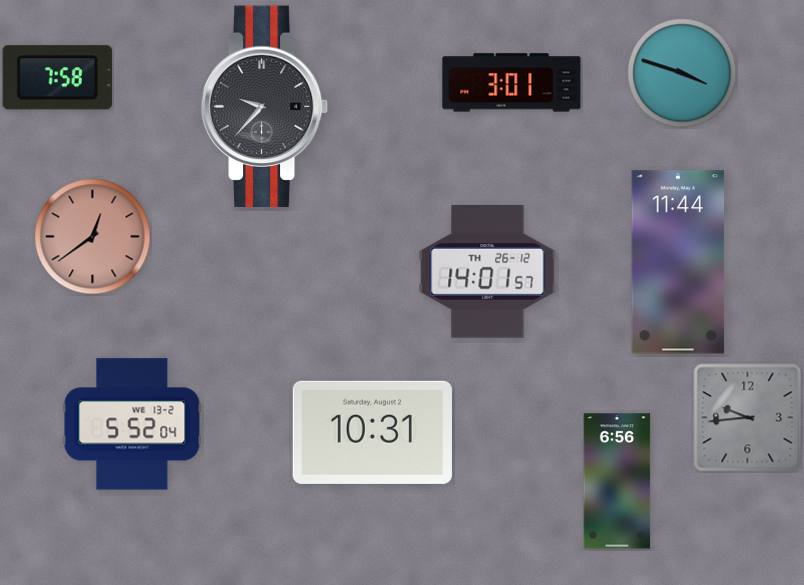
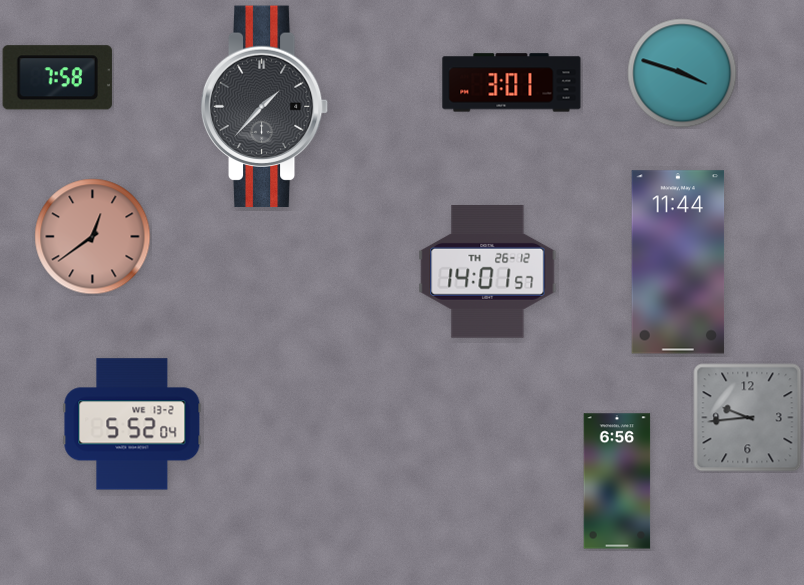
clock at (265, 107): 9:37 -> 1:37
clock at (372, 432): 10:31 -> none
